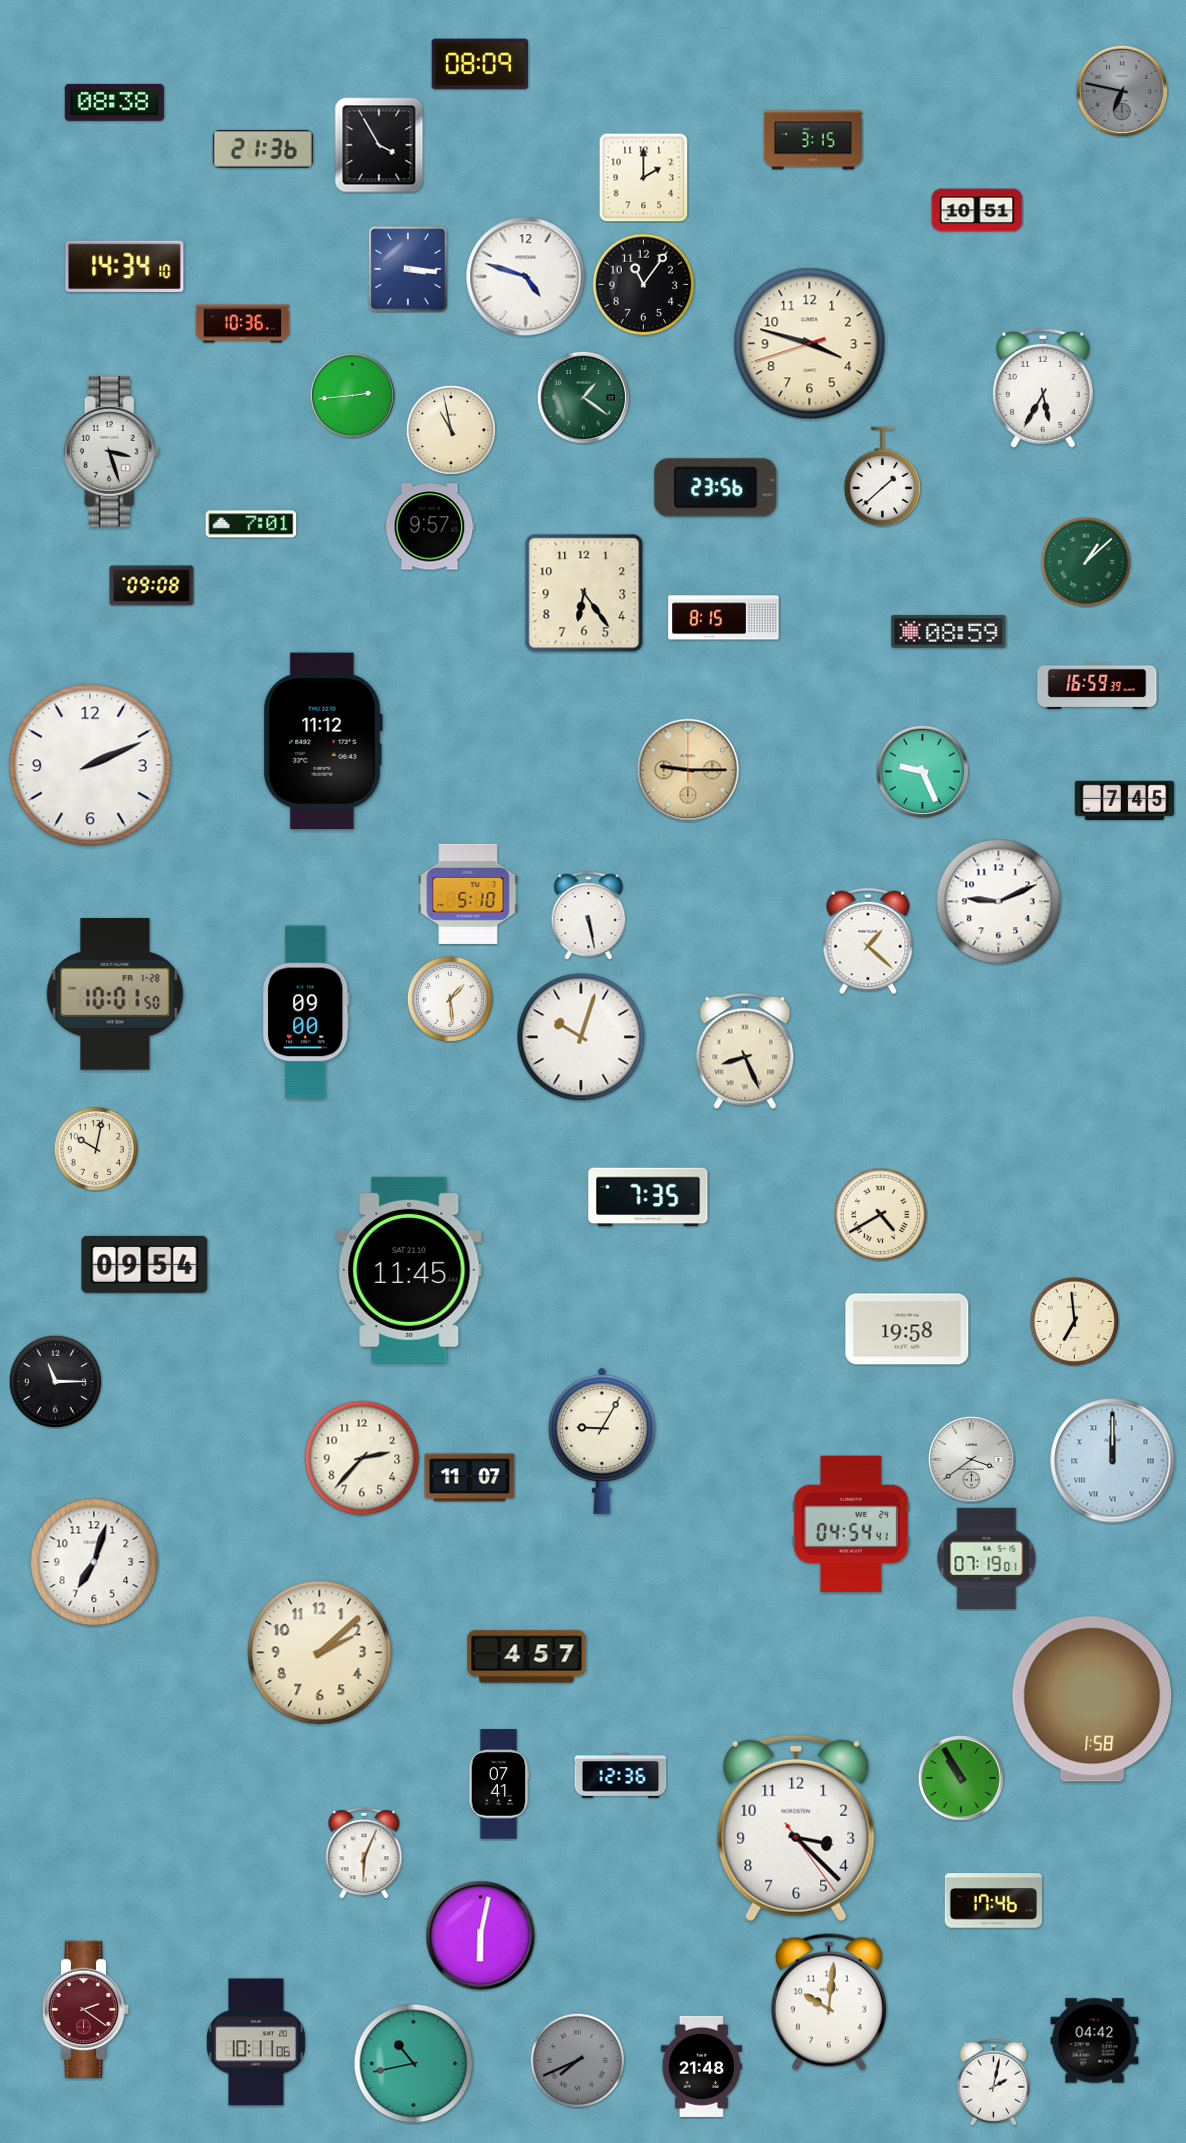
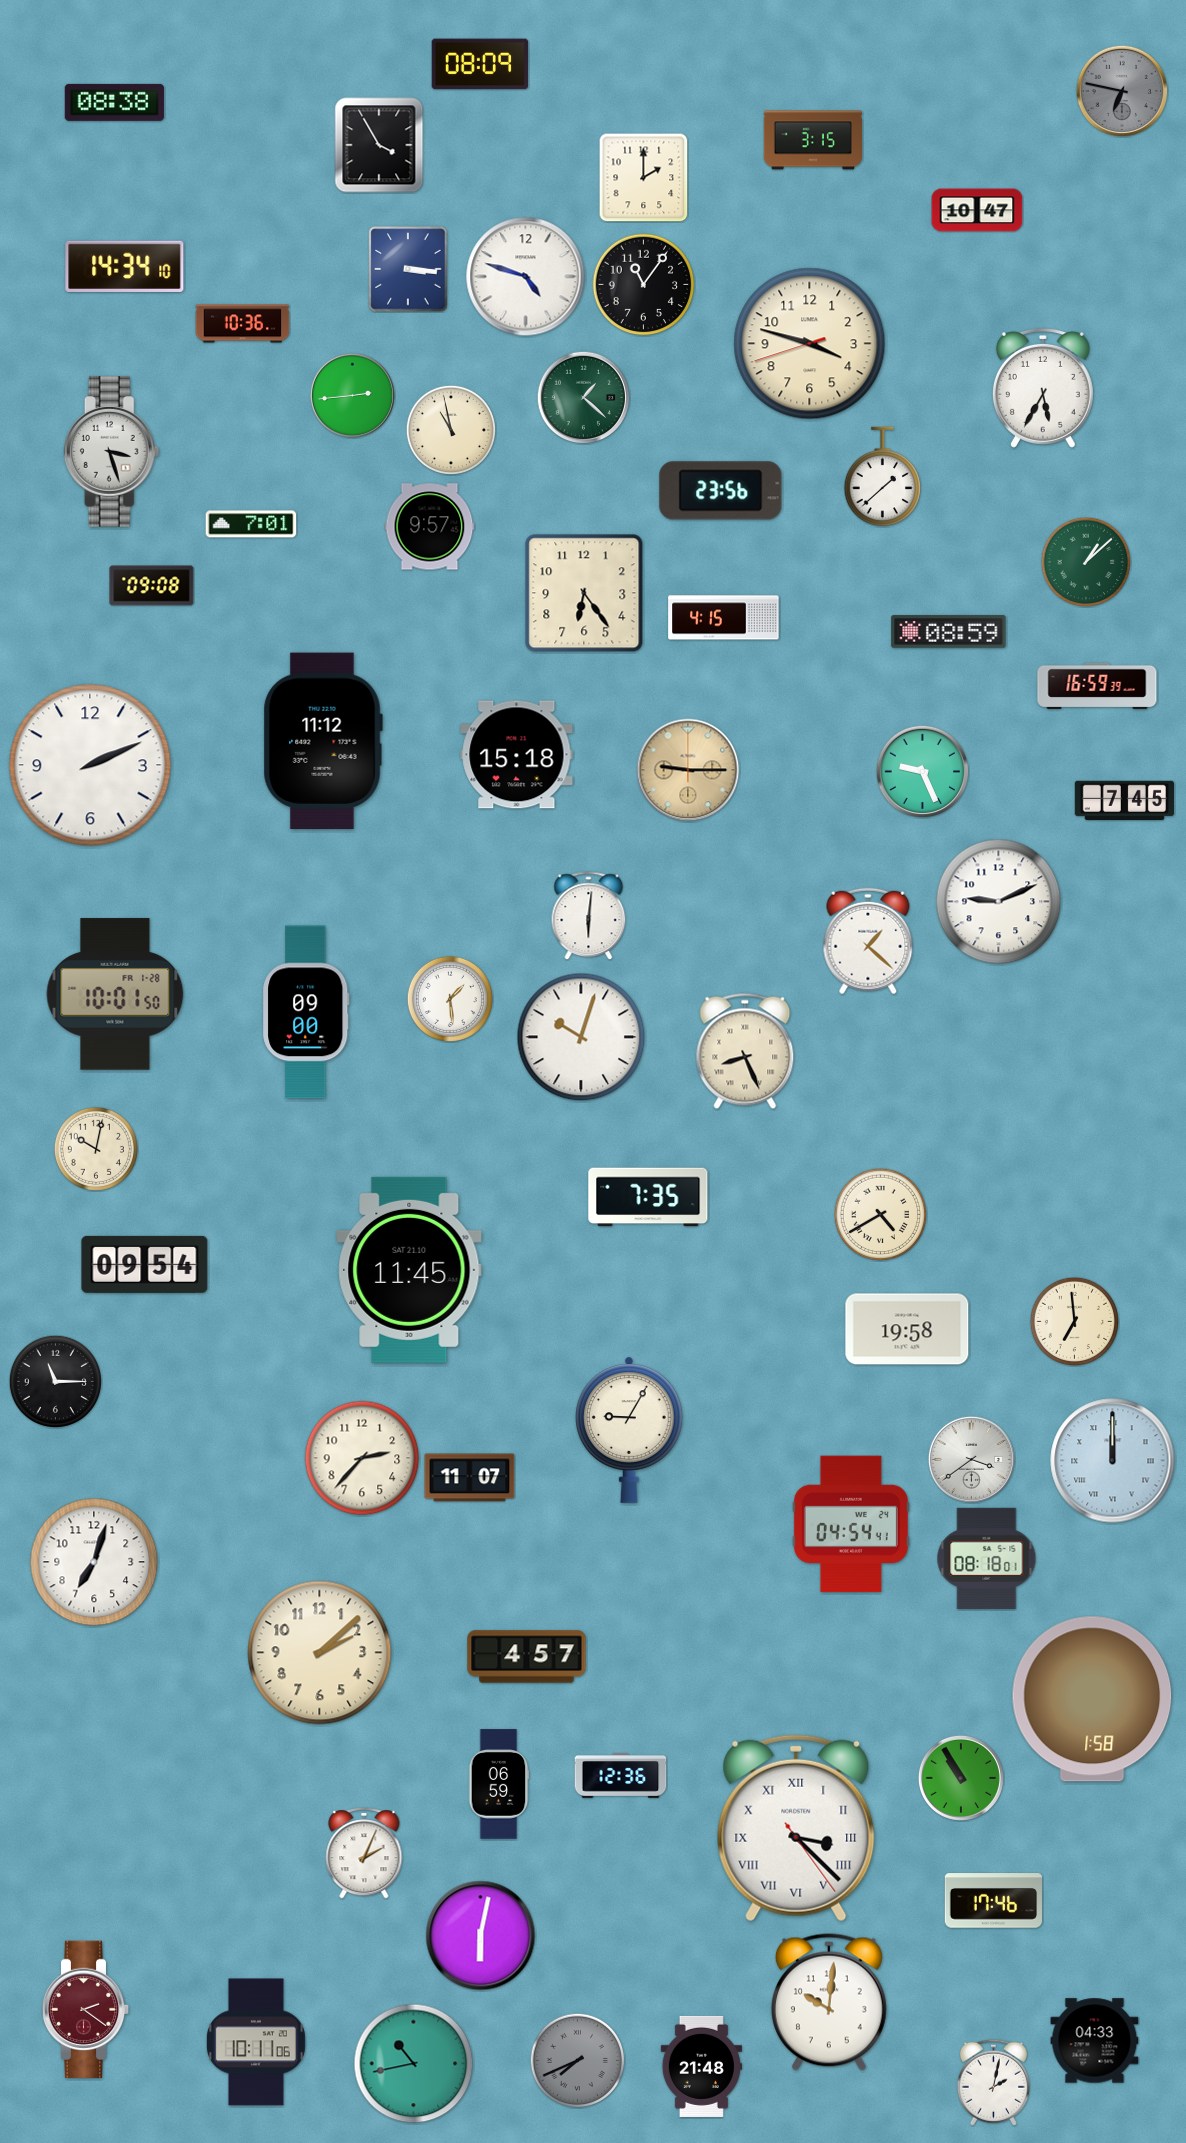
clock at (263, 149): 21:36 -> none
clock at (977, 210): 10:51 -> 10:47
clock at (583, 397): 1:21 -> 1:22
clock at (716, 488) position: (716, 488) -> (721, 491)
clock at (724, 618): 8:15 -> 4:15
clock at (517, 755): none -> 15:18
clock at (468, 894): 5:10 -> none
clock at (589, 916): 5:28 -> 6:01
clock at (603, 1441) position: (603, 1441) -> (630, 1430)
clock at (987, 1558): 07:19 -> 08:18
clock at (499, 1784): 07:41 -> 06:59
clock at (796, 1828) numerals: Arabic -> Roman
clock at (364, 1854): 6:04 -> 2:04
clock at (1095, 2041): 04:42 -> 04:33
